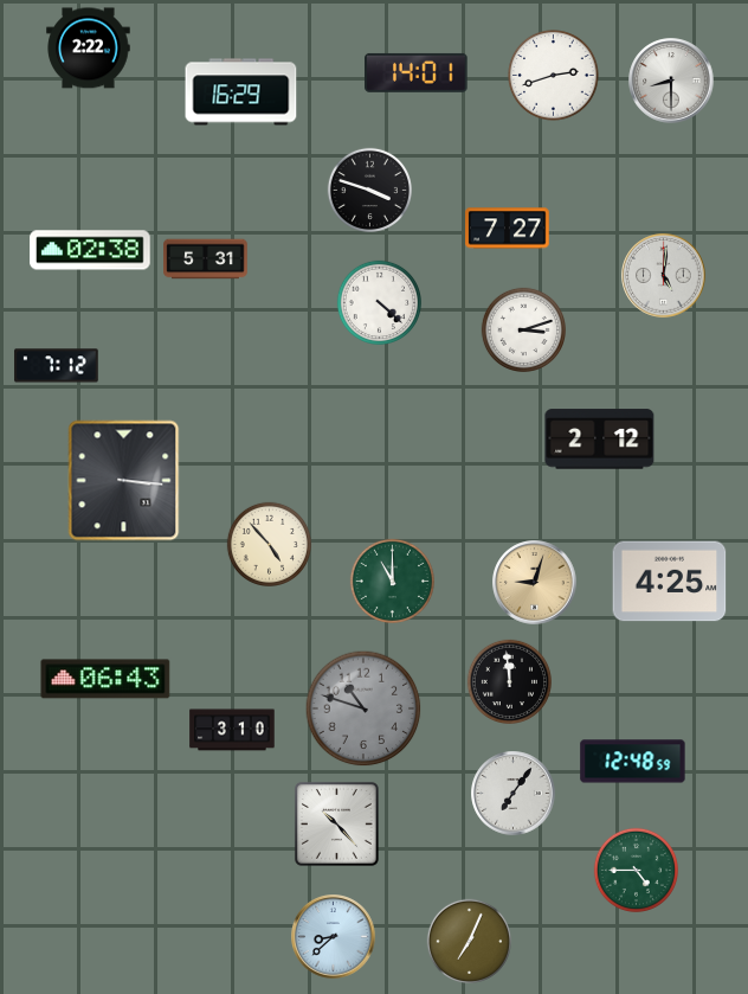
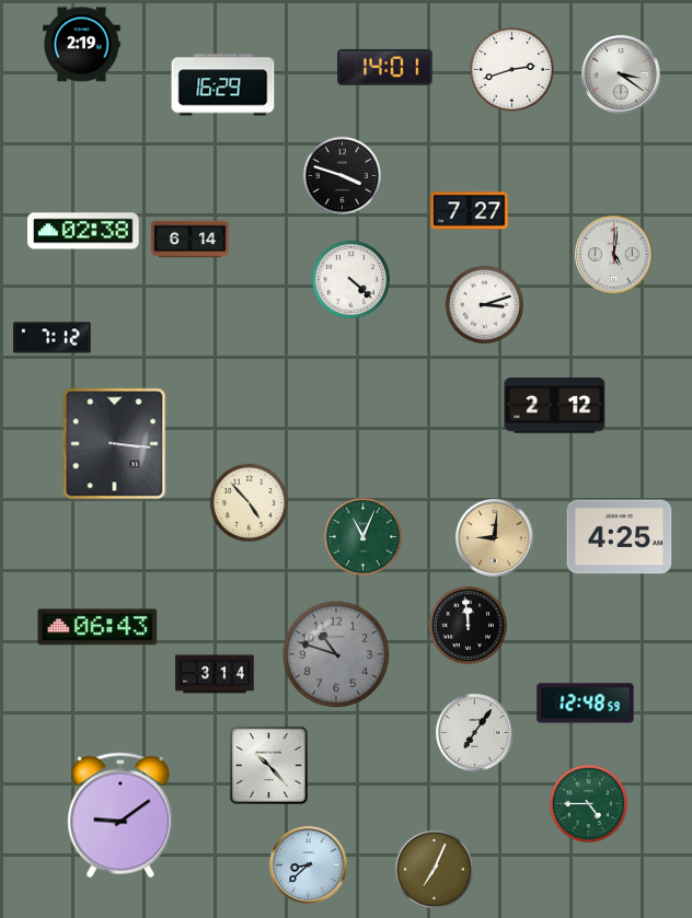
clock at (89, 49): 2:22 -> 2:19
clock at (671, 81): 8:30 -> 3:21
clock at (206, 259): 5:31 -> 6:14
clock at (392, 581): 11:00 -> 11:04
clock at (535, 583): 9:03 -> 9:01
clock at (509, 681) position: (509, 681) -> (468, 625)
clock at (232, 730): 3:10 -> 3:14
clock at (336, 823) position: (336, 823) -> (268, 765)
clock at (120, 815): none -> 9:09
